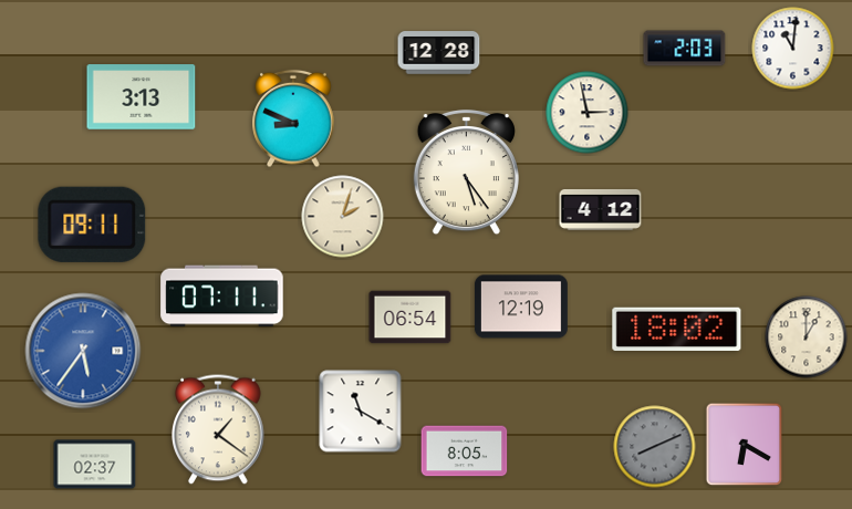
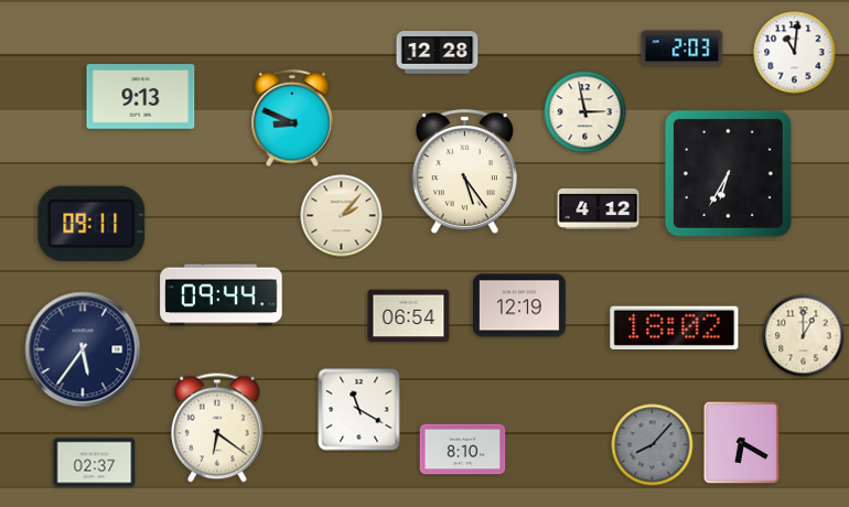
clock at (793, 49) position: (793, 49) -> (795, 53)
clock at (142, 97): 3:13 -> 9:13
clock at (728, 173): none -> 6:35
clock at (343, 217): 2:03 -> 2:07
clock at (222, 297): 07:11 -> 09:44
clock at (83, 351) dial: blue -> navy
clock at (219, 429): 1:21 -> 6:21
clock at (655, 447): 8:11 -> 8:07
clock at (465, 451): 8:05 -> 8:10
